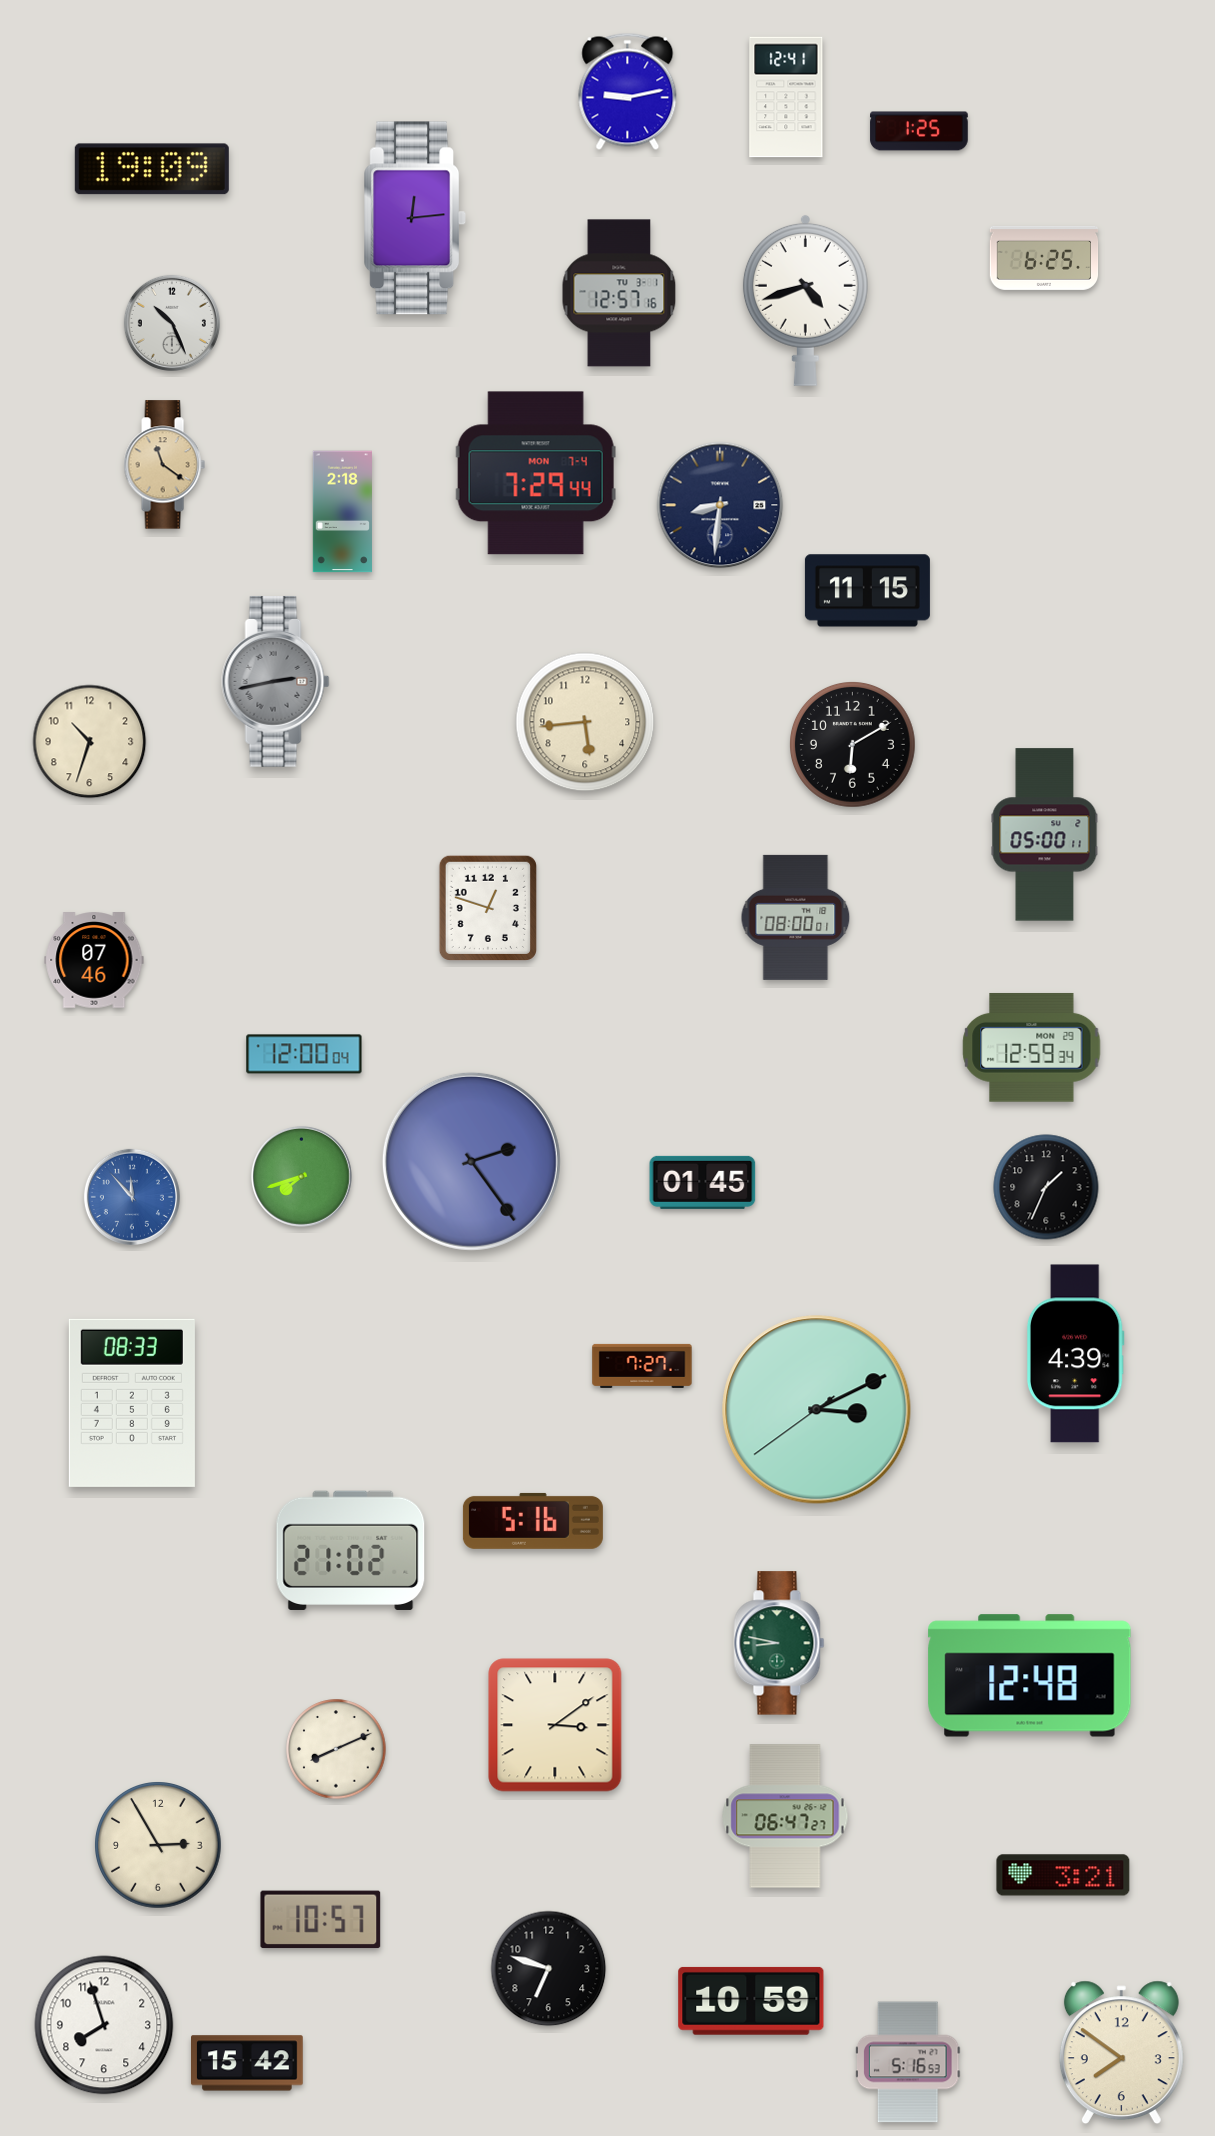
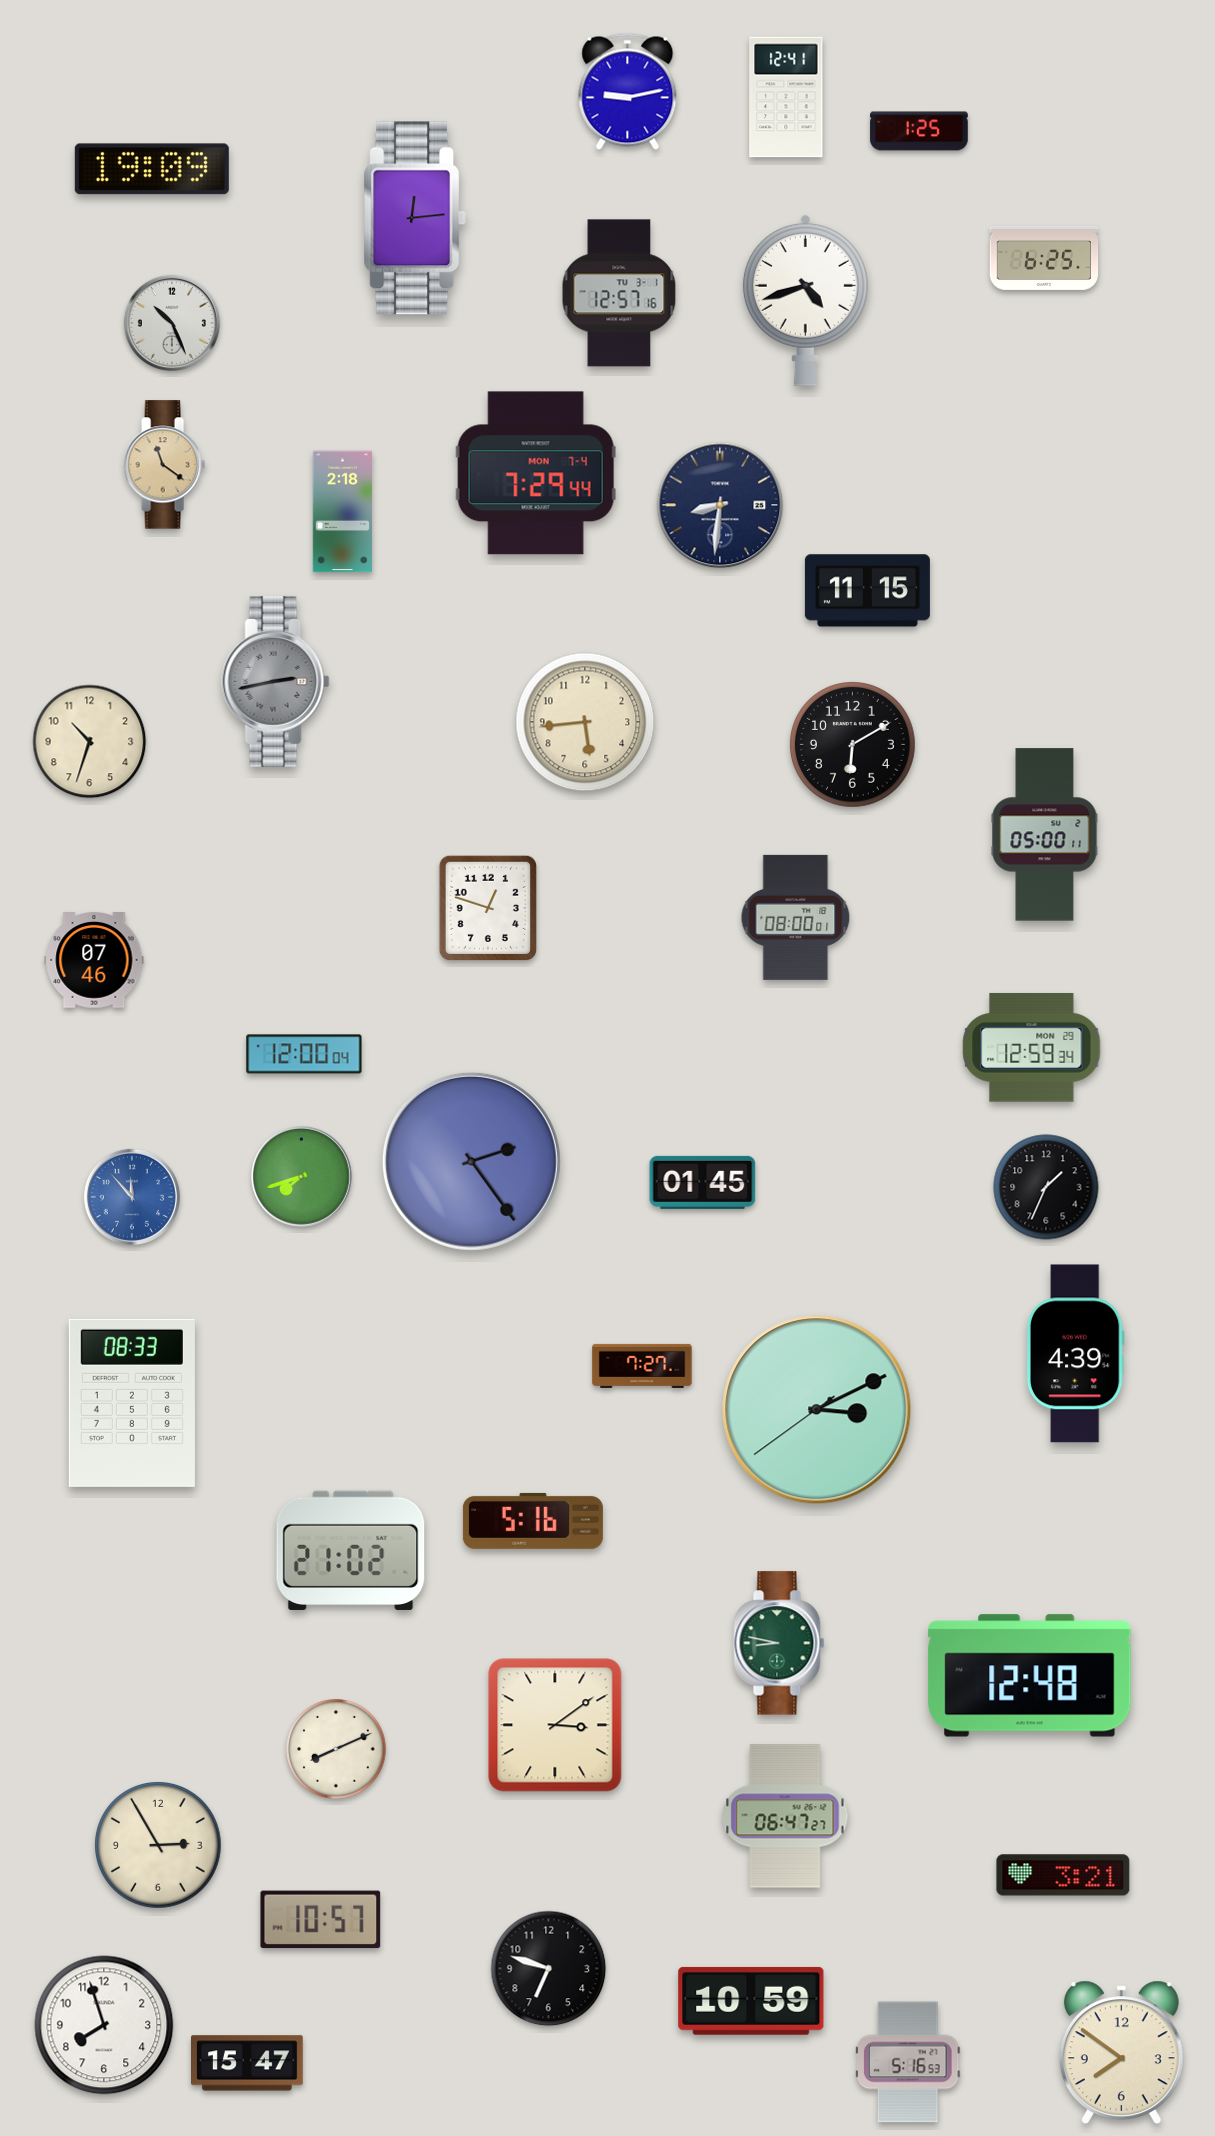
clock at (248, 2063): 15:42 -> 15:47
